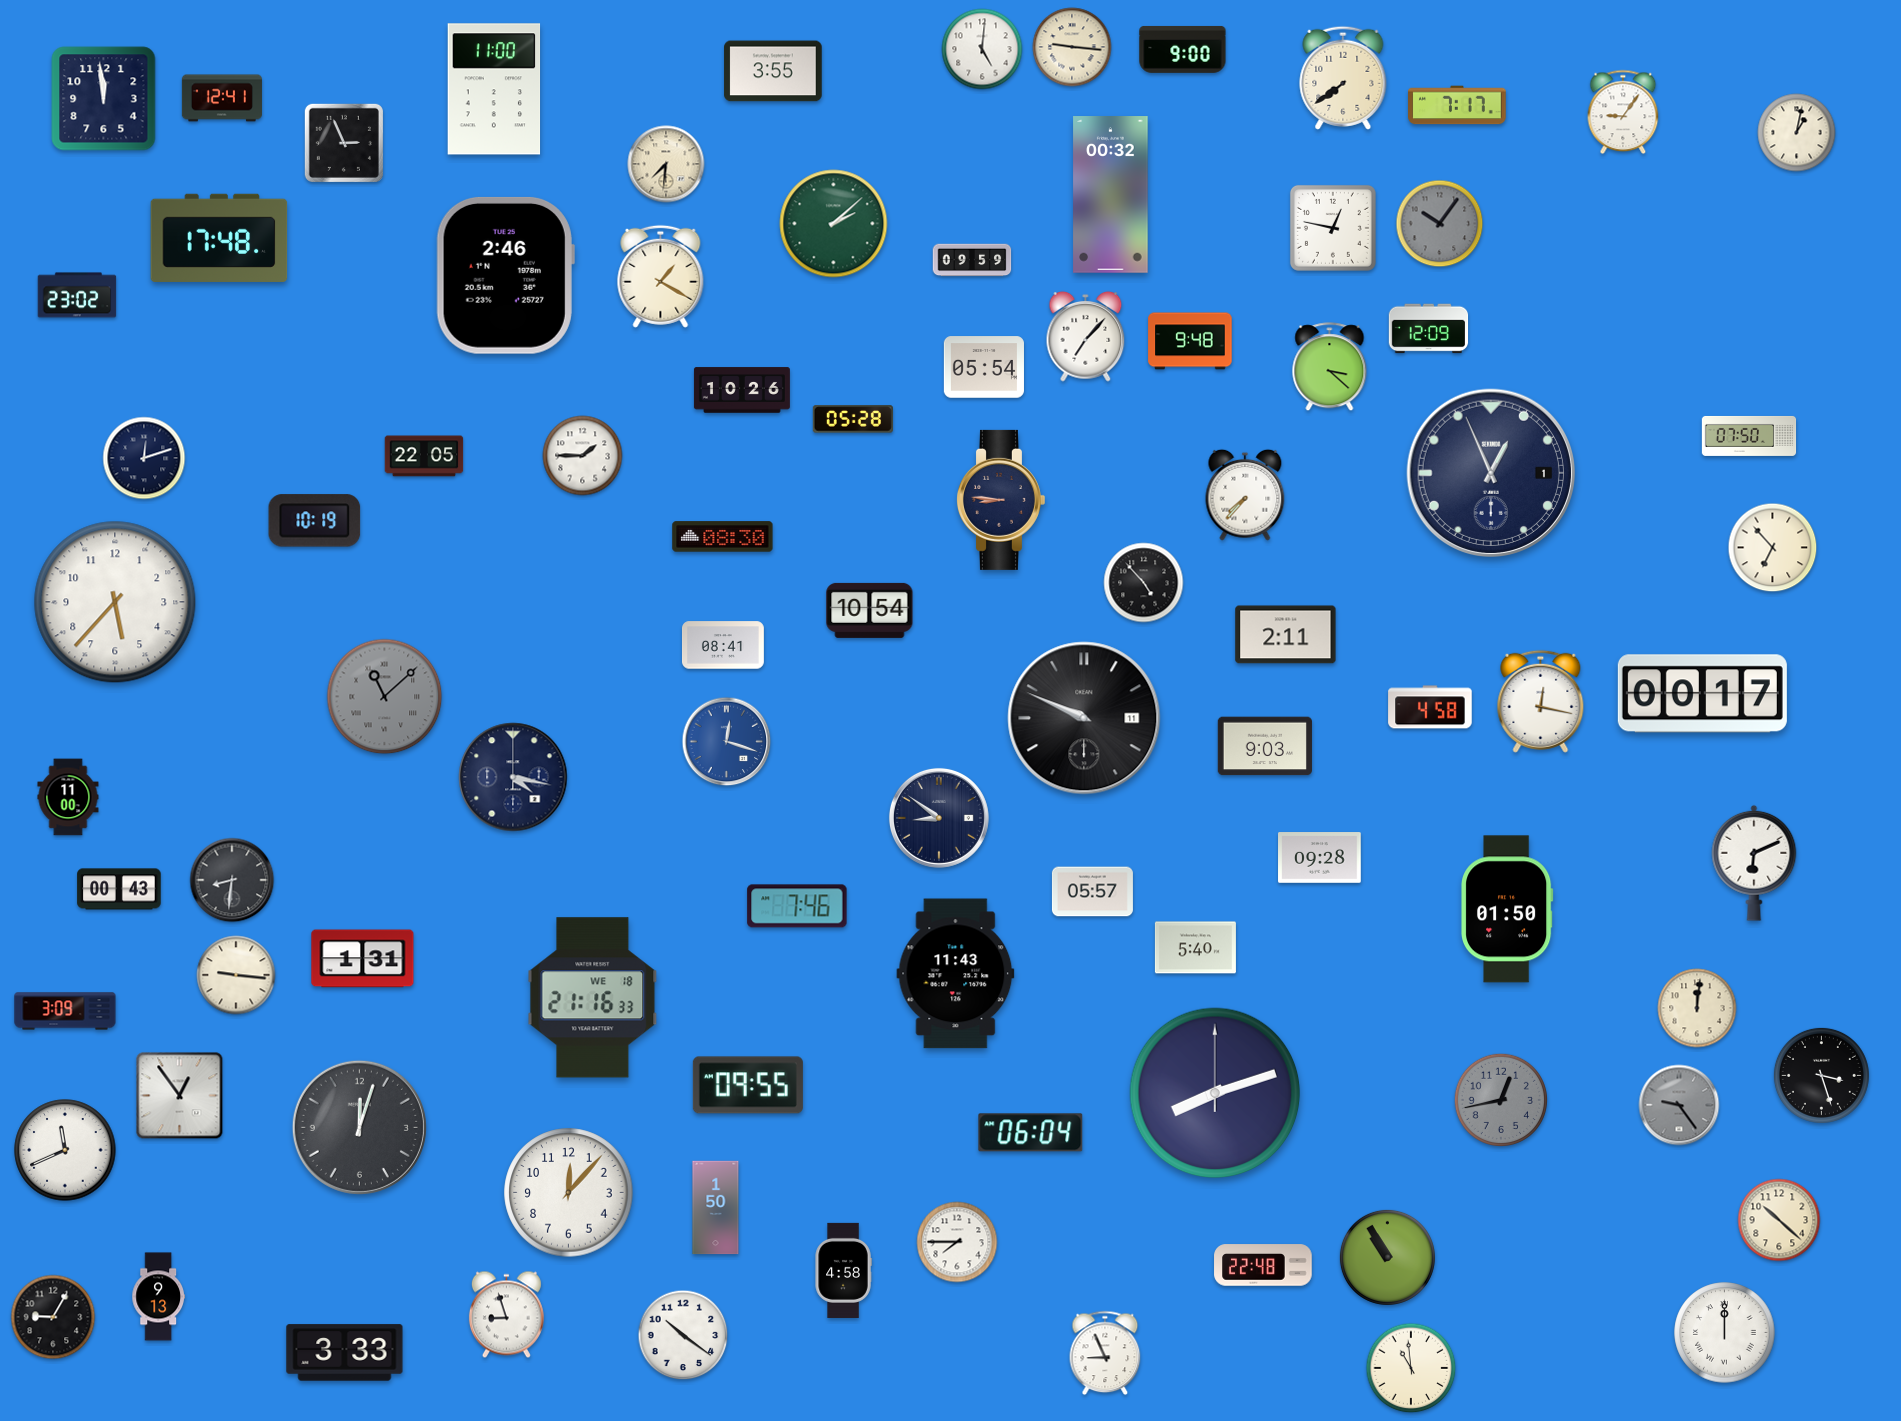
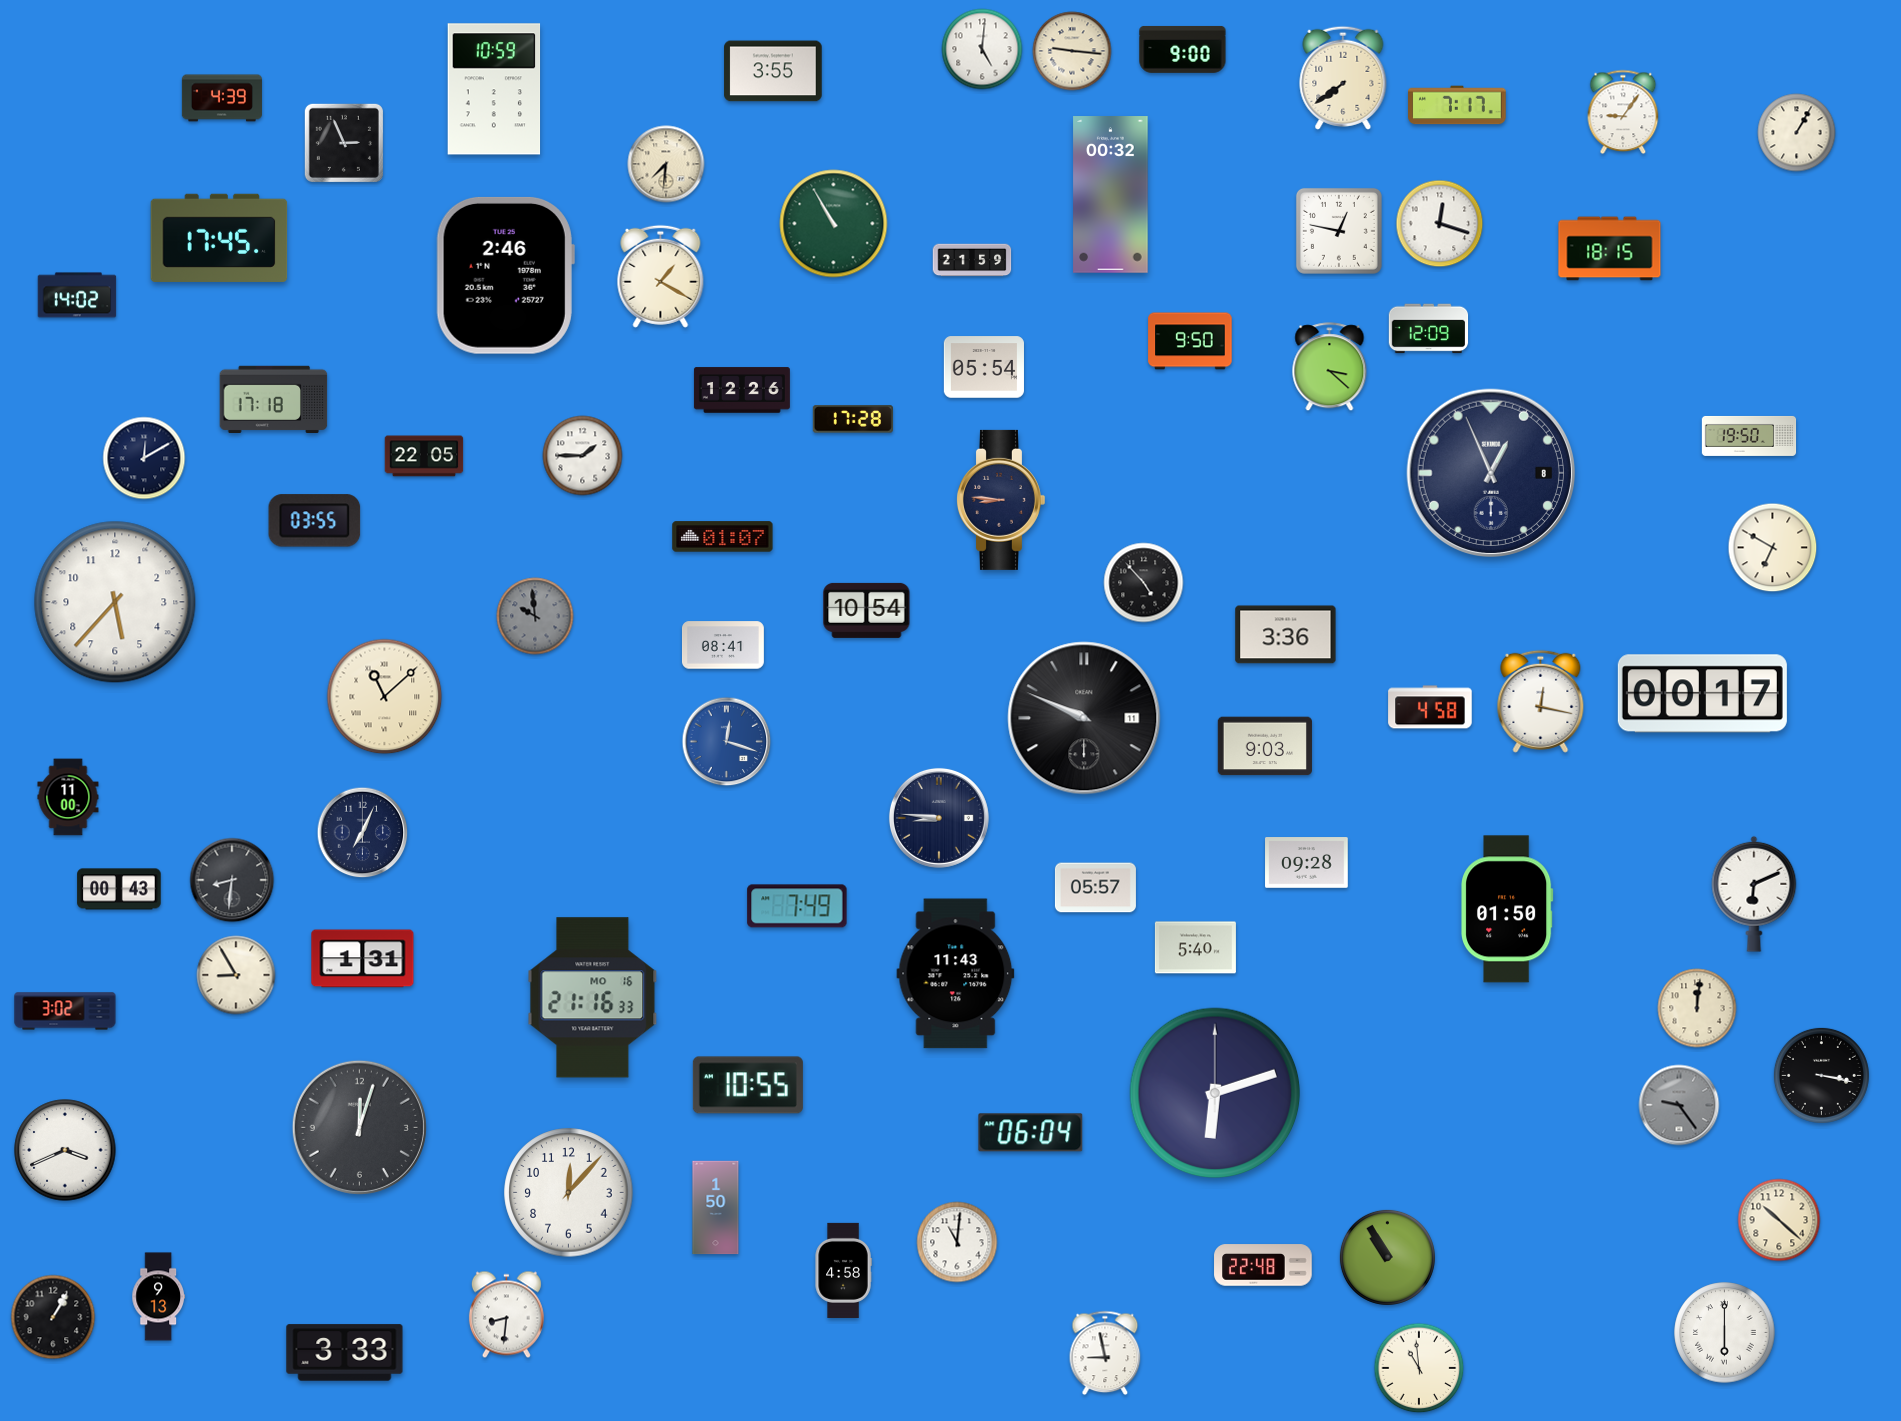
clock at (1072, 47) position: (1072, 47) -> (1072, 51)
clock at (494, 89): 11:00 -> 10:59
clock at (222, 98): 12:41 -> 4:39
clock at (104, 99): 11:59 -> none
clock at (1797, 133): 1:02 -> 1:05
clock at (834, 224): 2:08 -> 10:55
clock at (1440, 224): 10:06 -> 12:18
clock at (1440, 224) dial: grey -> white
clock at (1333, 228) position: (1333, 228) -> (1339, 231)
clock at (219, 238): 17:48 -> 17:45
clock at (1610, 249): none -> 18:15
clock at (972, 260): 09:59 -> 21:59
clock at (77, 295): 23:02 -> 14:02
clock at (1086, 336): 7:07 -> none
clock at (1190, 341): 9:48 -> 9:50
clock at (742, 390): 10:26 -> 12:26
clock at (274, 399): none -> 17:18
clock at (853, 419): 05:28 -> 17:28
clock at (1749, 436): 07:50 -> 19:50
clock at (144, 458): 12:12 -> 12:10
clock at (1490, 472) date: 1 -> 8
clock at (1245, 495): 7:37 -> none
clock at (315, 521): 10:19 -> 03:55
clock at (723, 537): 08:30 -> 01:07
clock at (1773, 548): 6:53 -> 6:50
clock at (870, 610) position: (870, 610) -> (867, 610)
clock at (535, 616): none -> 9:59
clock at (1286, 635): 2:11 -> 3:36
clock at (385, 697) dial: grey -> cream
clock at (513, 777): 4:17 -> none
clock at (939, 818): 8:51 -> 8:46
clock at (363, 833): none -> 7:04
clock at (1320, 858) position: (1320, 858) -> (1307, 863)
clock at (1754, 863) position: (1754, 863) -> (1754, 894)
clock at (1092, 892) position: (1092, 892) -> (1095, 888)
clock at (797, 906): 7:46 -> 7:49
clock at (236, 975): 9:16 -> 8:55
clock at (593, 998) date: WE 18 -> MO 16
clock at (65, 1011): 3:09 -> 3:02
clock at (1821, 1075): 3:27 -> 3:17
clock at (748, 1085): 09:55 -> 10:55
clock at (1215, 1093): 8:12 -> 6:12
clock at (180, 1096): 12:54 -> none
clock at (1500, 1099): 12:43 -> none
clock at (65, 1150): 11:41 -> 3:41
clock at (957, 1242): 7:45 -> 11:01
clock at (506, 1315): 8:57 -> 8:31
clock at (53, 1317): 9:05 -> 1:05
clock at (1725, 1333): 12:00 -> 6:00
clock at (683, 1335): 10:21 -> none
clock at (1105, 1353): 8:56 -> 8:58
clock at (1411, 1368) position: (1411, 1368) -> (1419, 1368)
